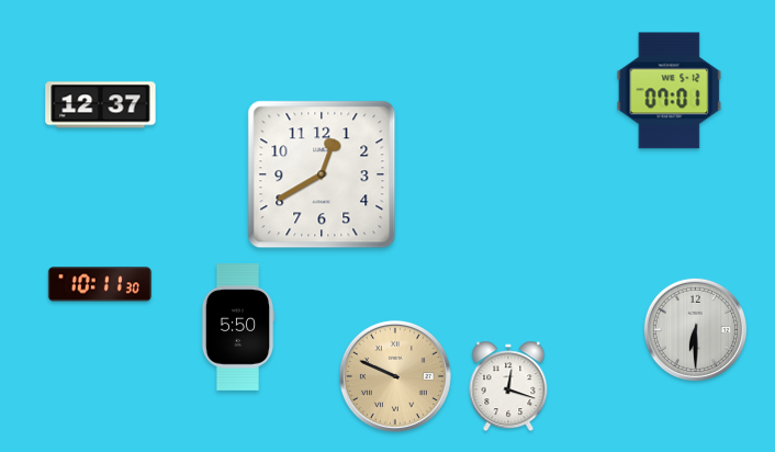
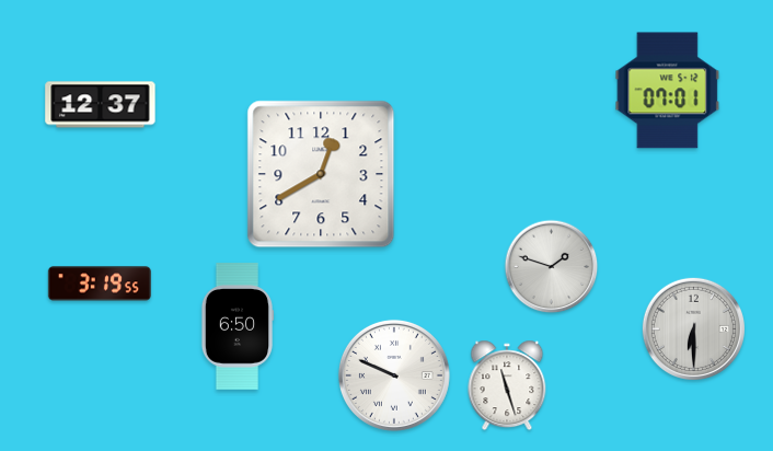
clock at (552, 267): none -> 1:48
clock at (100, 284): 10:11 -> 3:19
clock at (238, 327): 5:50 -> 6:50
clock at (395, 376) dial: champagne -> white
clock at (508, 386): 12:18 -> 11:27
